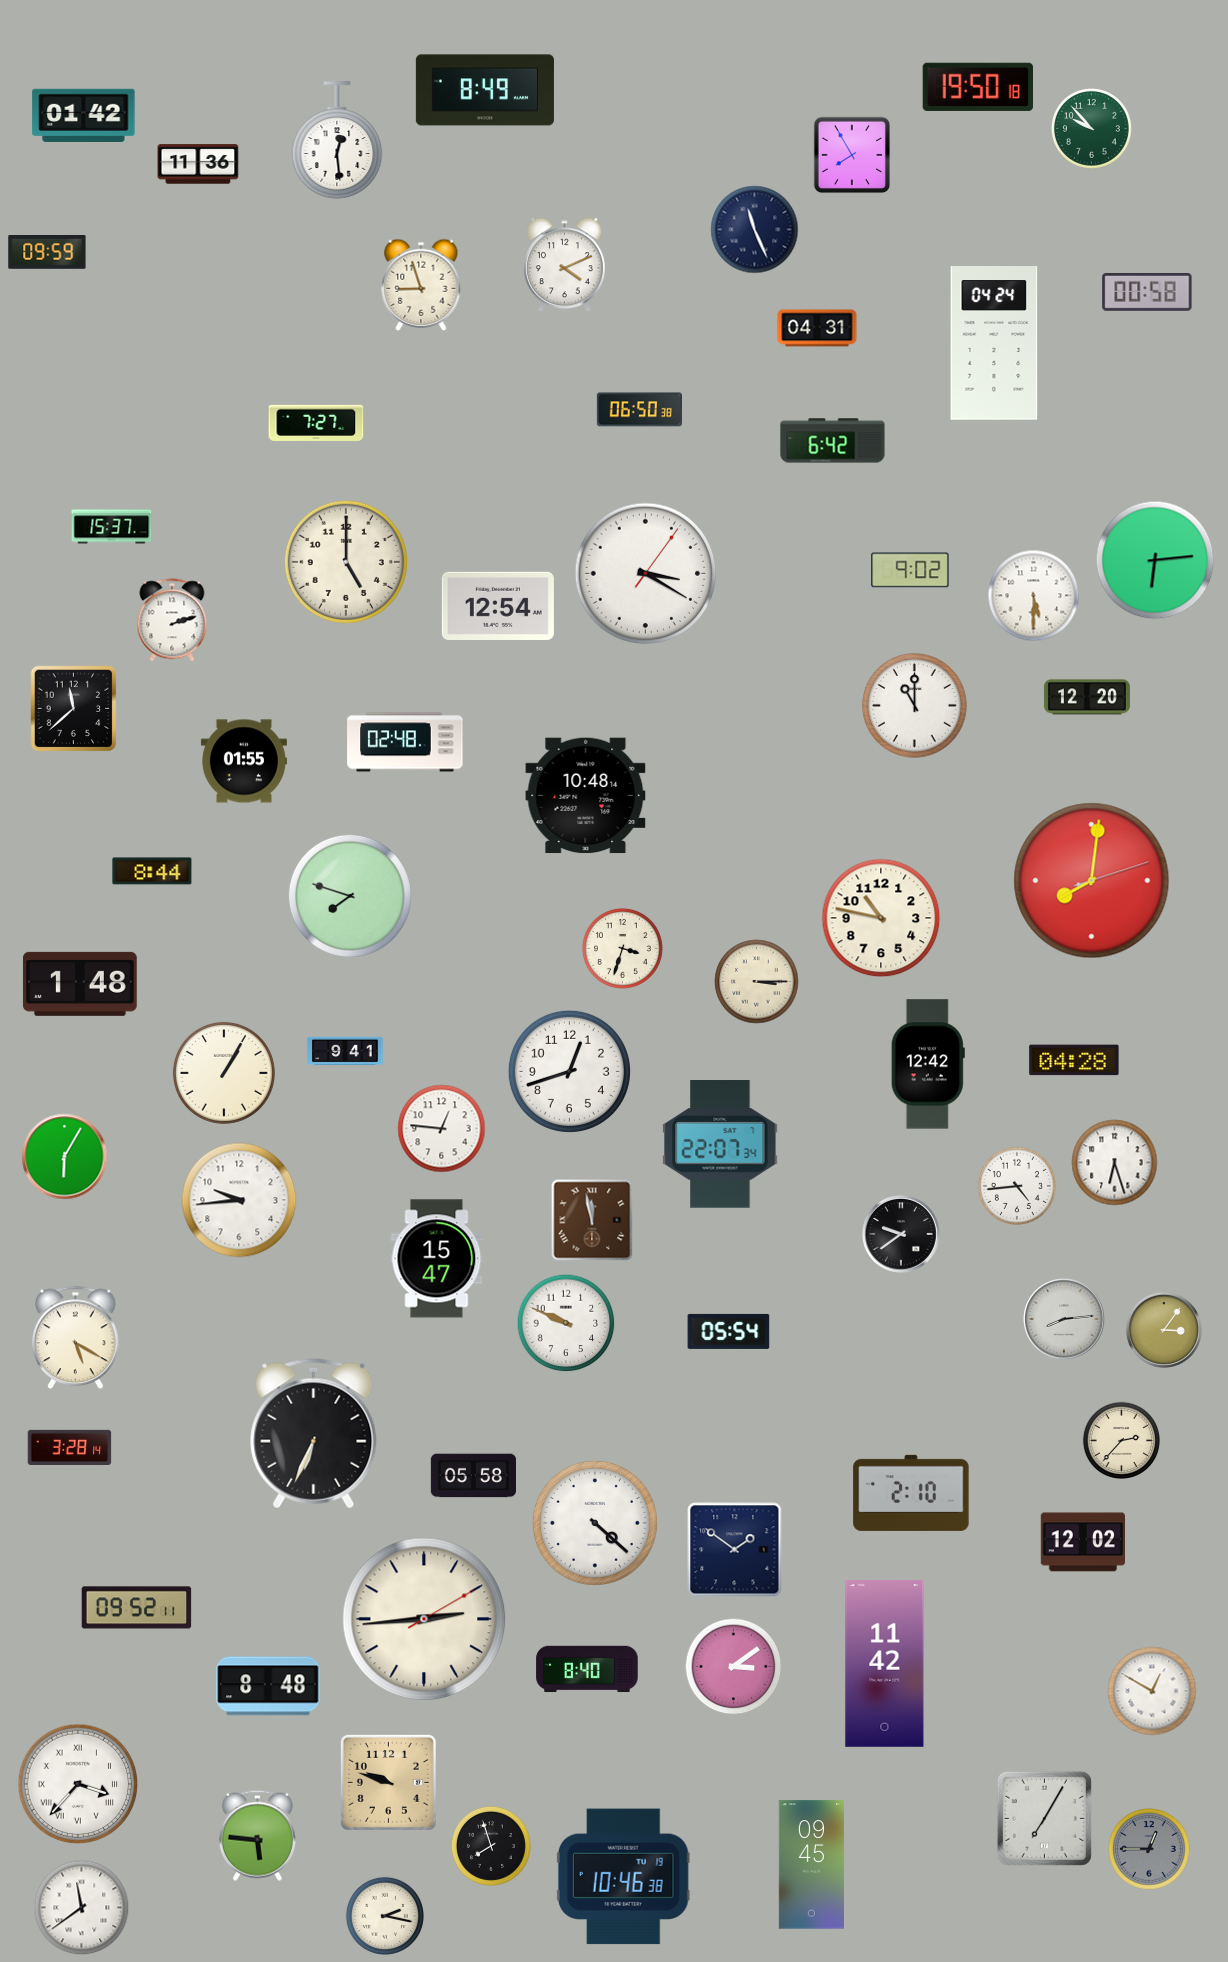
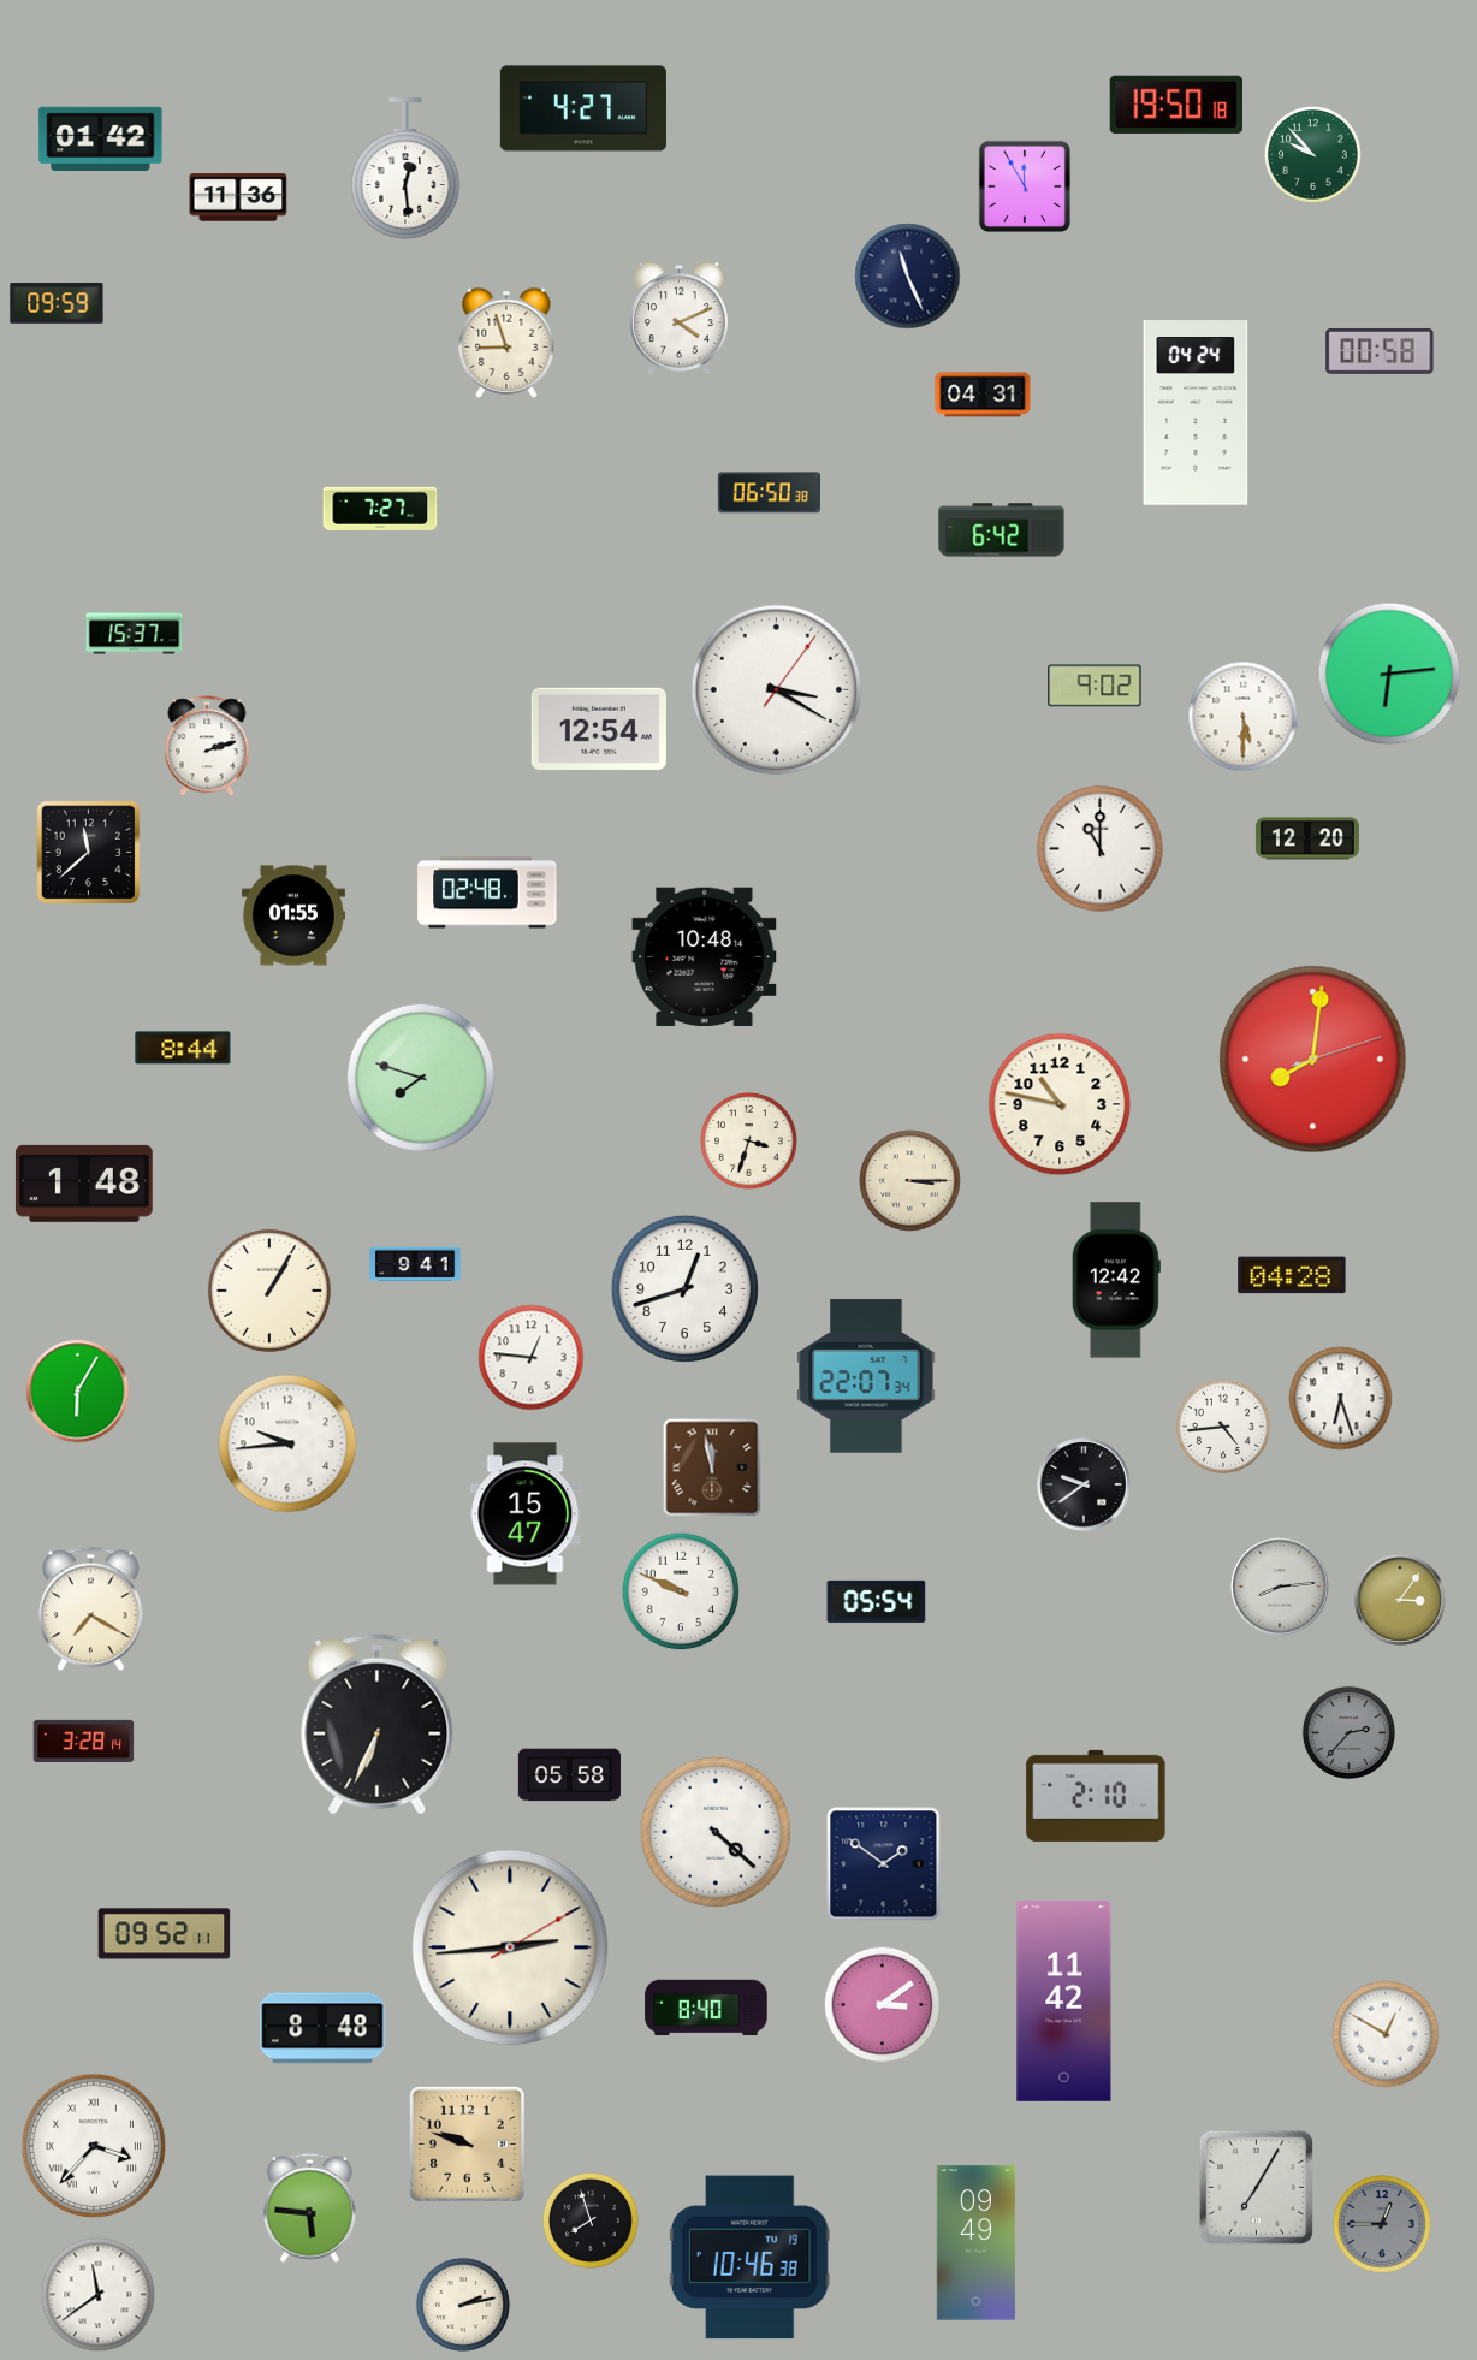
clock at (485, 90): 8:49 -> 4:27
clock at (852, 155): 7:55 -> 11:55
clock at (346, 562): 5:00 -> none
clock at (80, 984) position: (80, 984) -> (84, 1184)
clock at (76, 1338): 5:20 -> 7:20
clock at (1121, 1440) dial: cream -> grey
clock at (1083, 1542): 12:02 -> none
clock at (811, 1865): 09:45 -> 09:49
clock at (385, 1916): 2:17 -> 2:13
